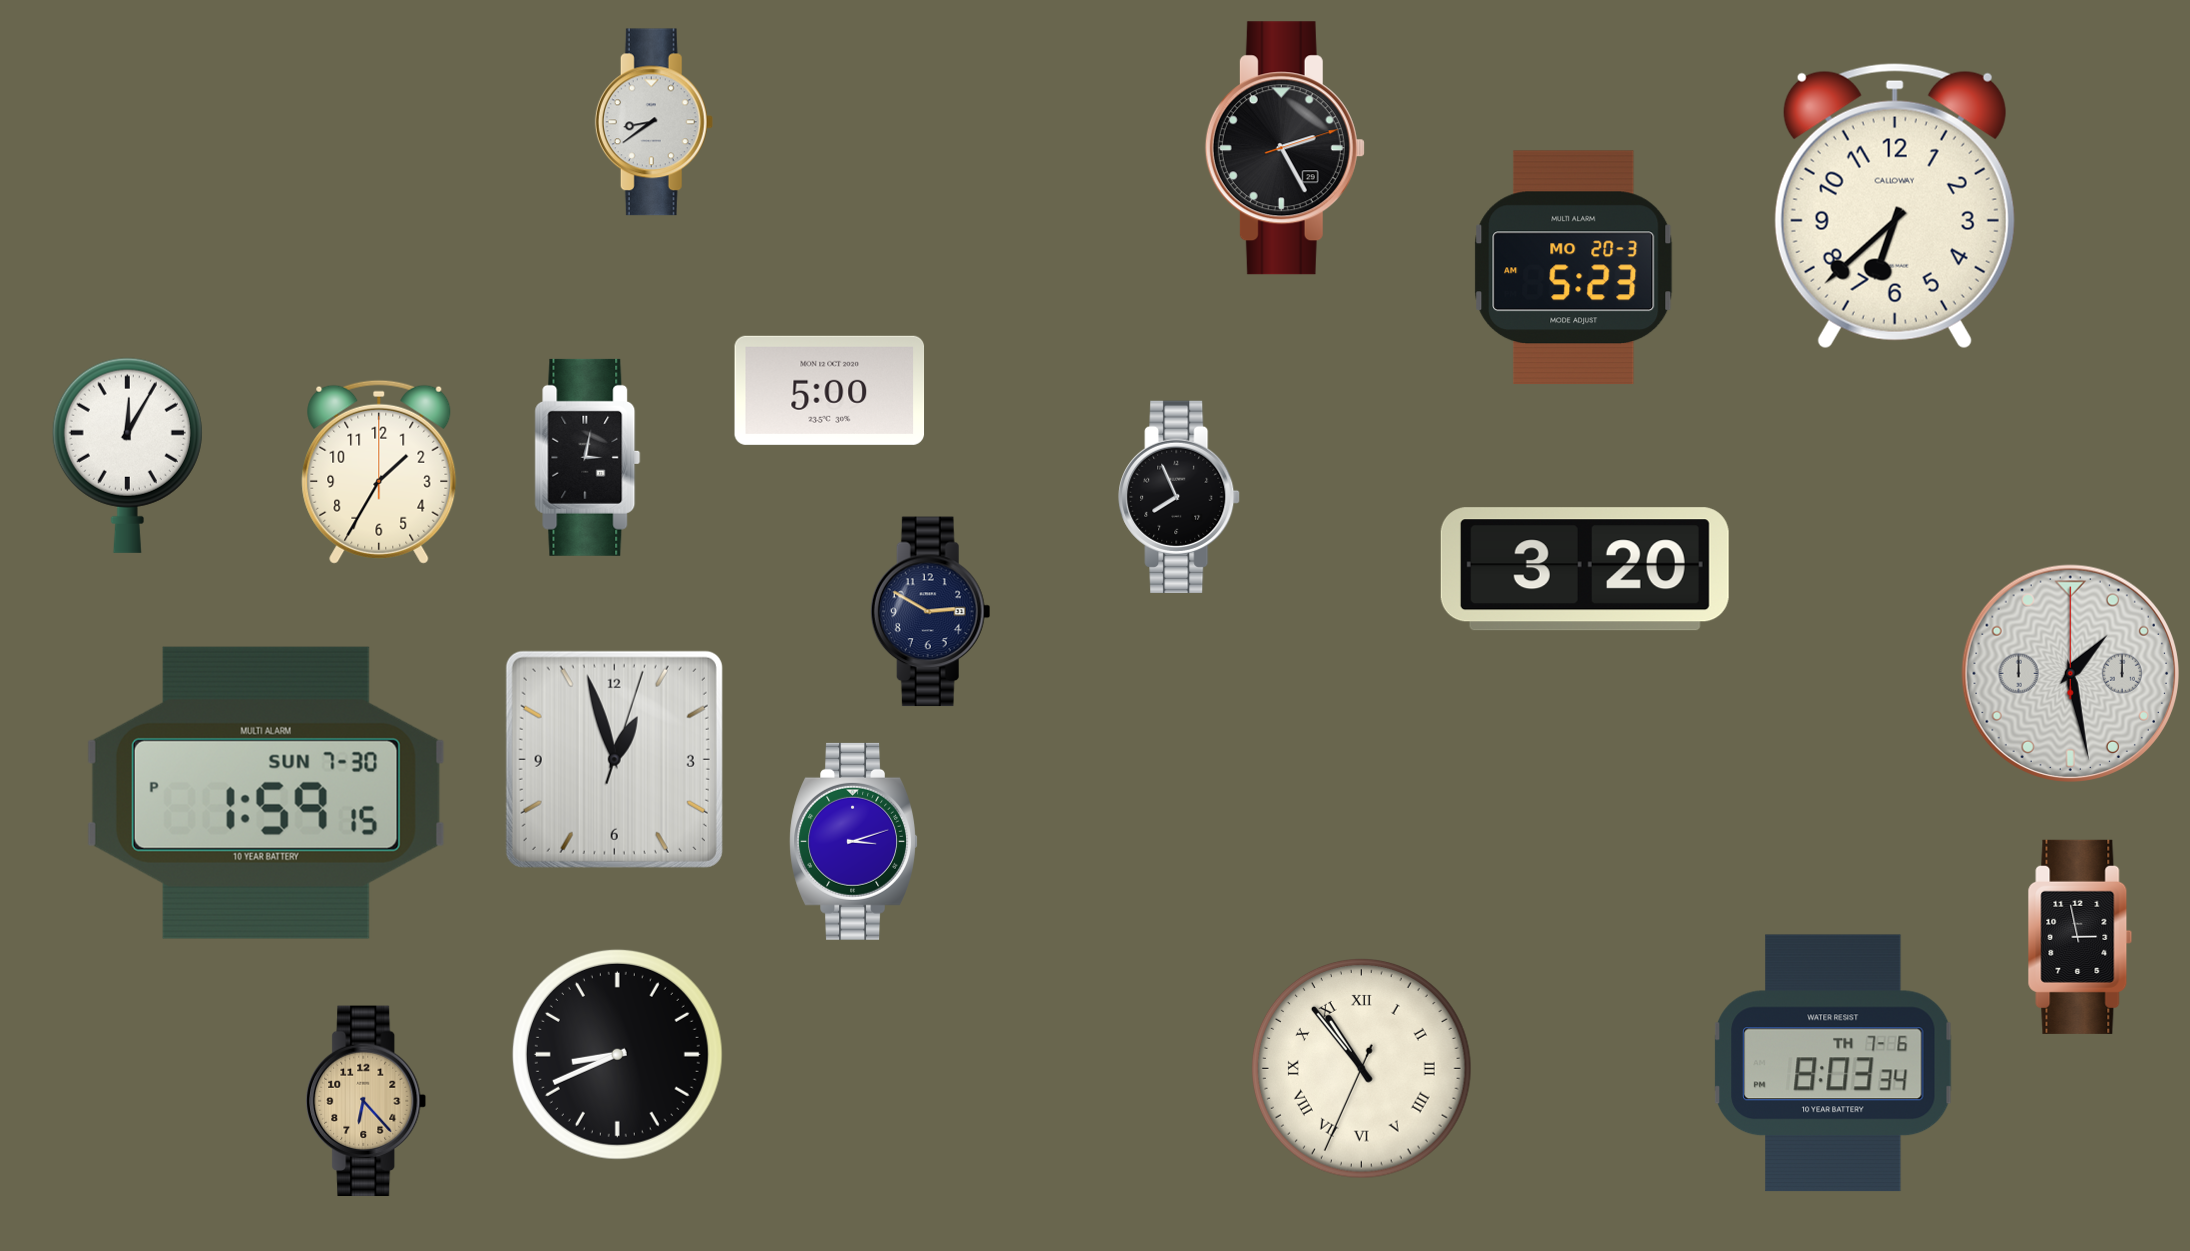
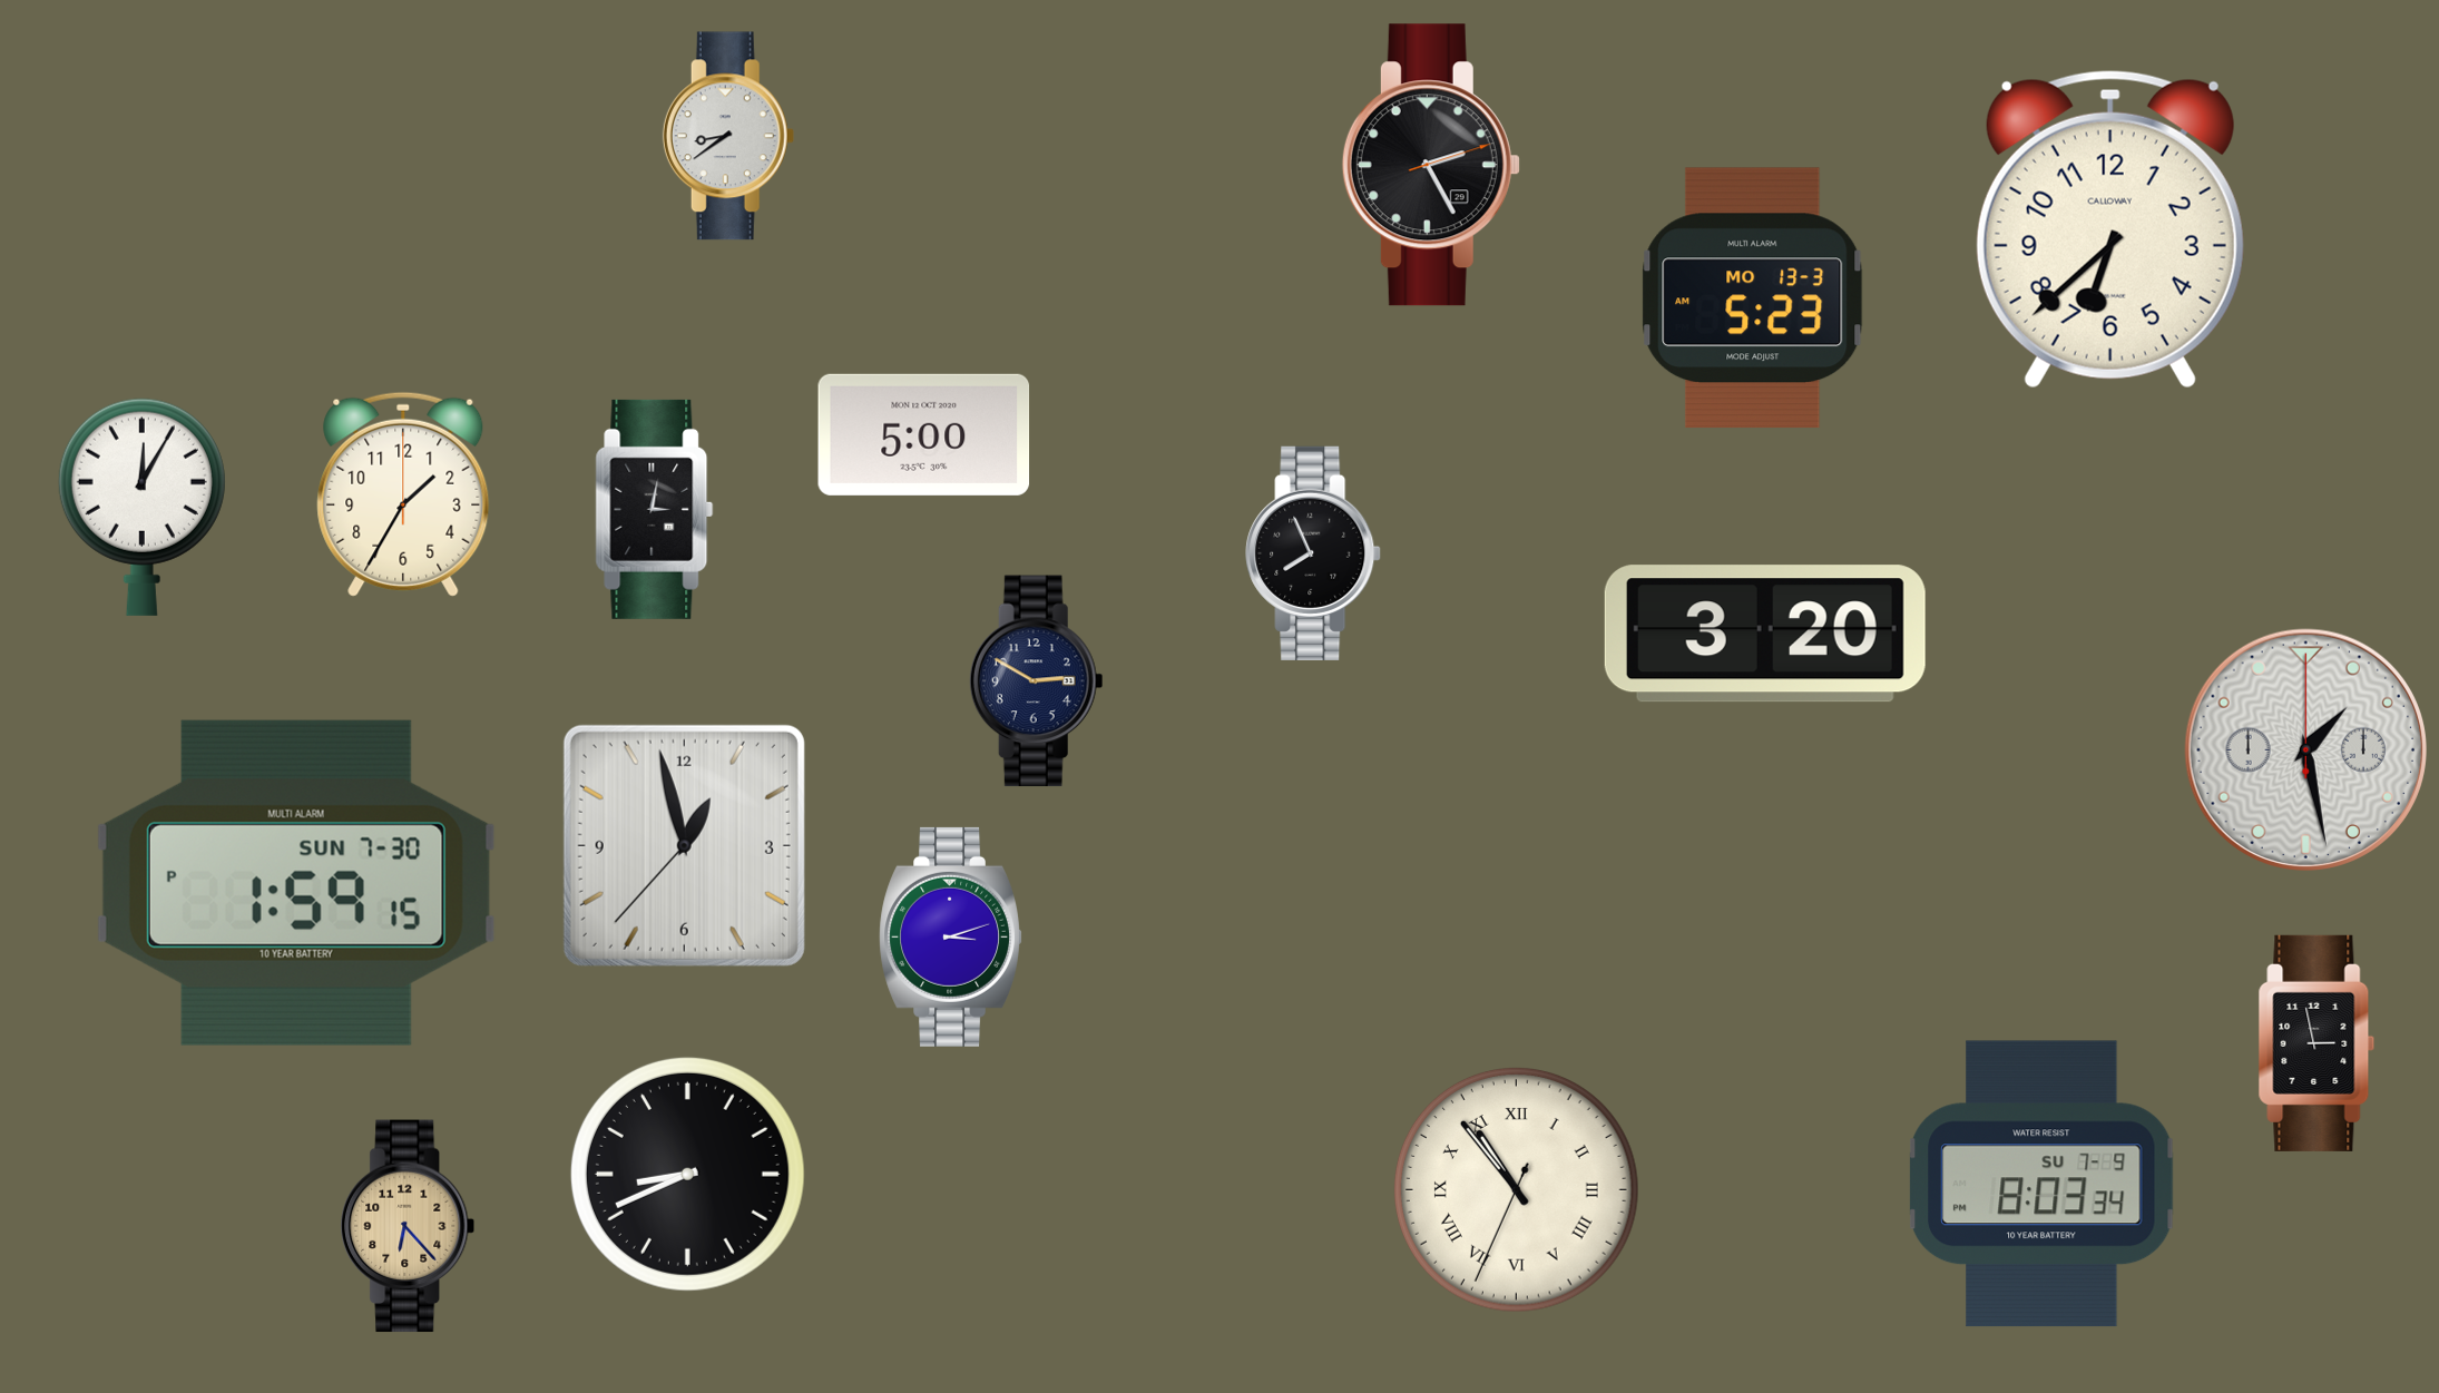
clock at (1574, 268) date: MO 20-3 -> MO 13-3
clock at (379, 472) position: (379, 472) -> (403, 494)
clock at (614, 759): 12:57:03 -> 12:57:37
clock at (1833, 1063) date: TH 7-6 -> SU 7-9
